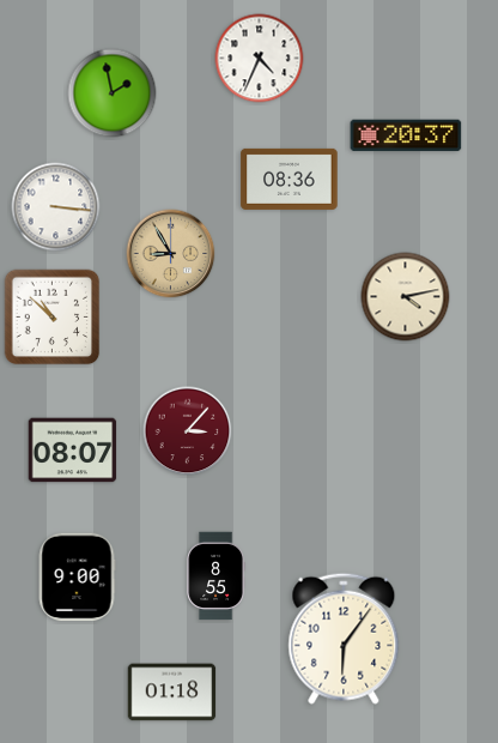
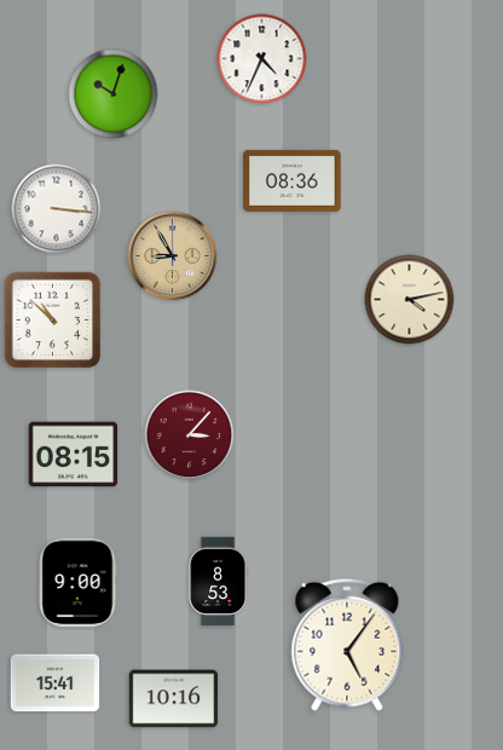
clock at (113, 93): 1:58 -> 10:03
clock at (406, 135): 20:37 -> none
clock at (73, 451): 08:07 -> 08:15
clock at (215, 576): 8:55 -> 8:53
clock at (344, 639): 6:06 -> 5:06
clock at (56, 683): none -> 15:41
clock at (172, 693): 01:18 -> 10:16
